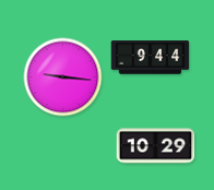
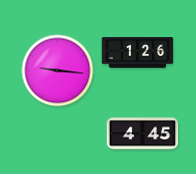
clock at (151, 58): 9:44 -> 1:26
clock at (156, 146): 10:29 -> 4:45
